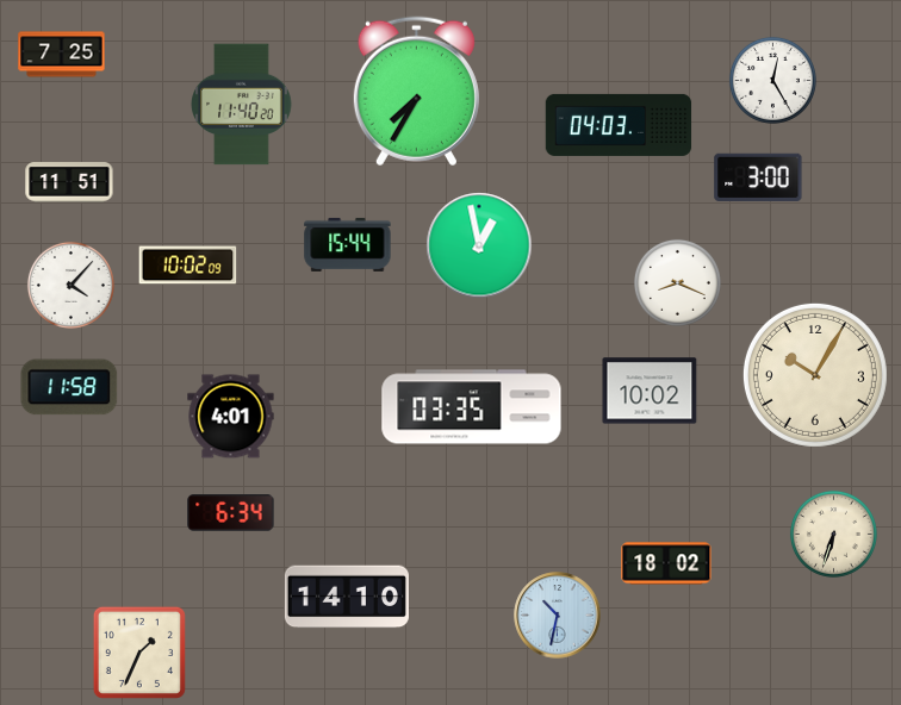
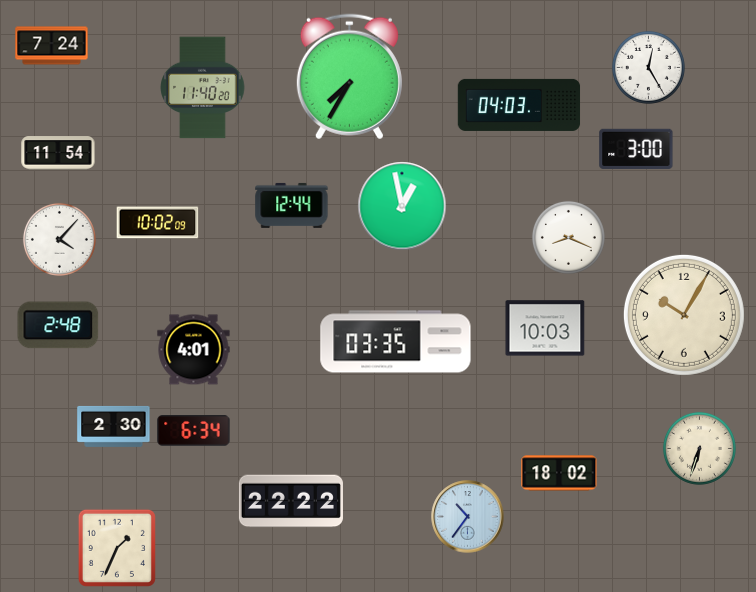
clock at (62, 55): 7:25 -> 7:24
clock at (69, 182): 11:51 -> 11:54
clock at (348, 244): 15:44 -> 12:44
clock at (69, 387): 11:58 -> 2:48
clock at (650, 391): 10:02 -> 10:03
clock at (114, 426): none -> 2:30
clock at (347, 597): 14:10 -> 22:22
clock at (558, 616): 10:32 -> 10:36
